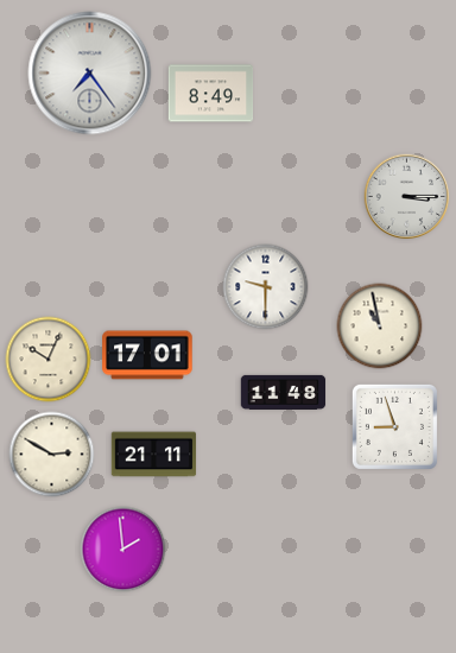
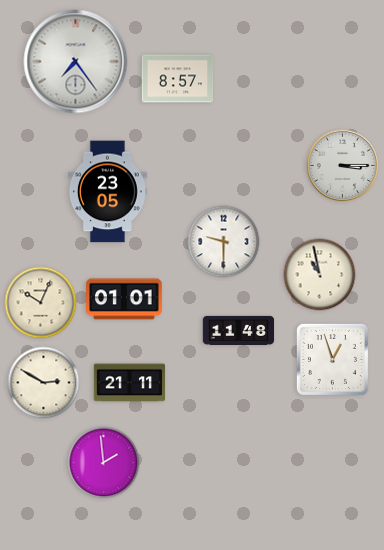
clock at (211, 94): 8:49 -> 8:57
clock at (107, 192): none -> 23:05
clock at (147, 355): 17:01 -> 01:01
clock at (394, 426): 8:57 -> 12:57
